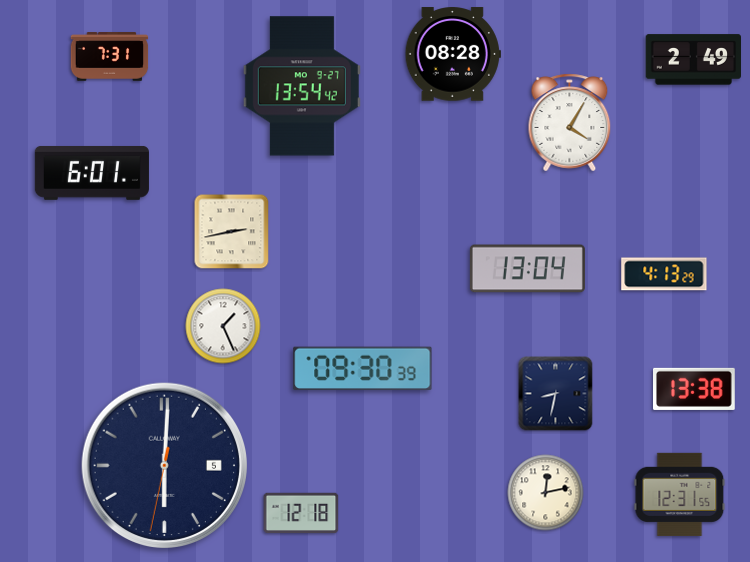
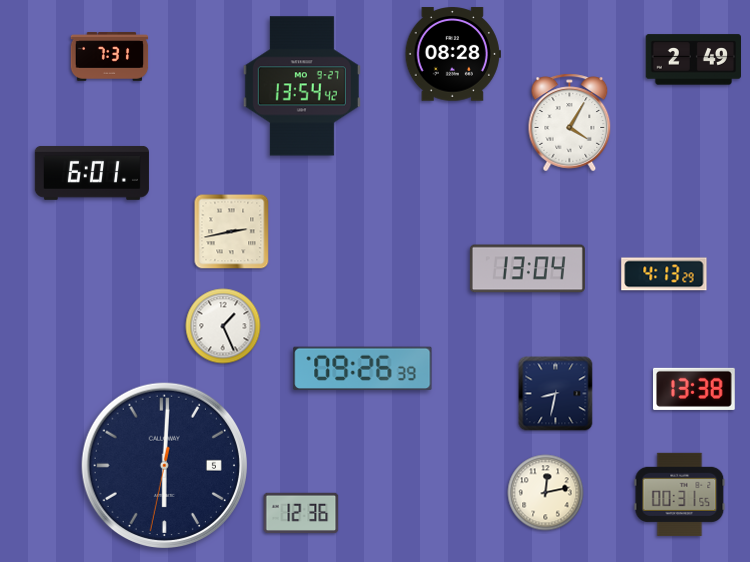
clock at (363, 369): 09:30 -> 09:26
clock at (680, 494): 12:31 -> 00:31
clock at (301, 513): 12:18 -> 12:36
